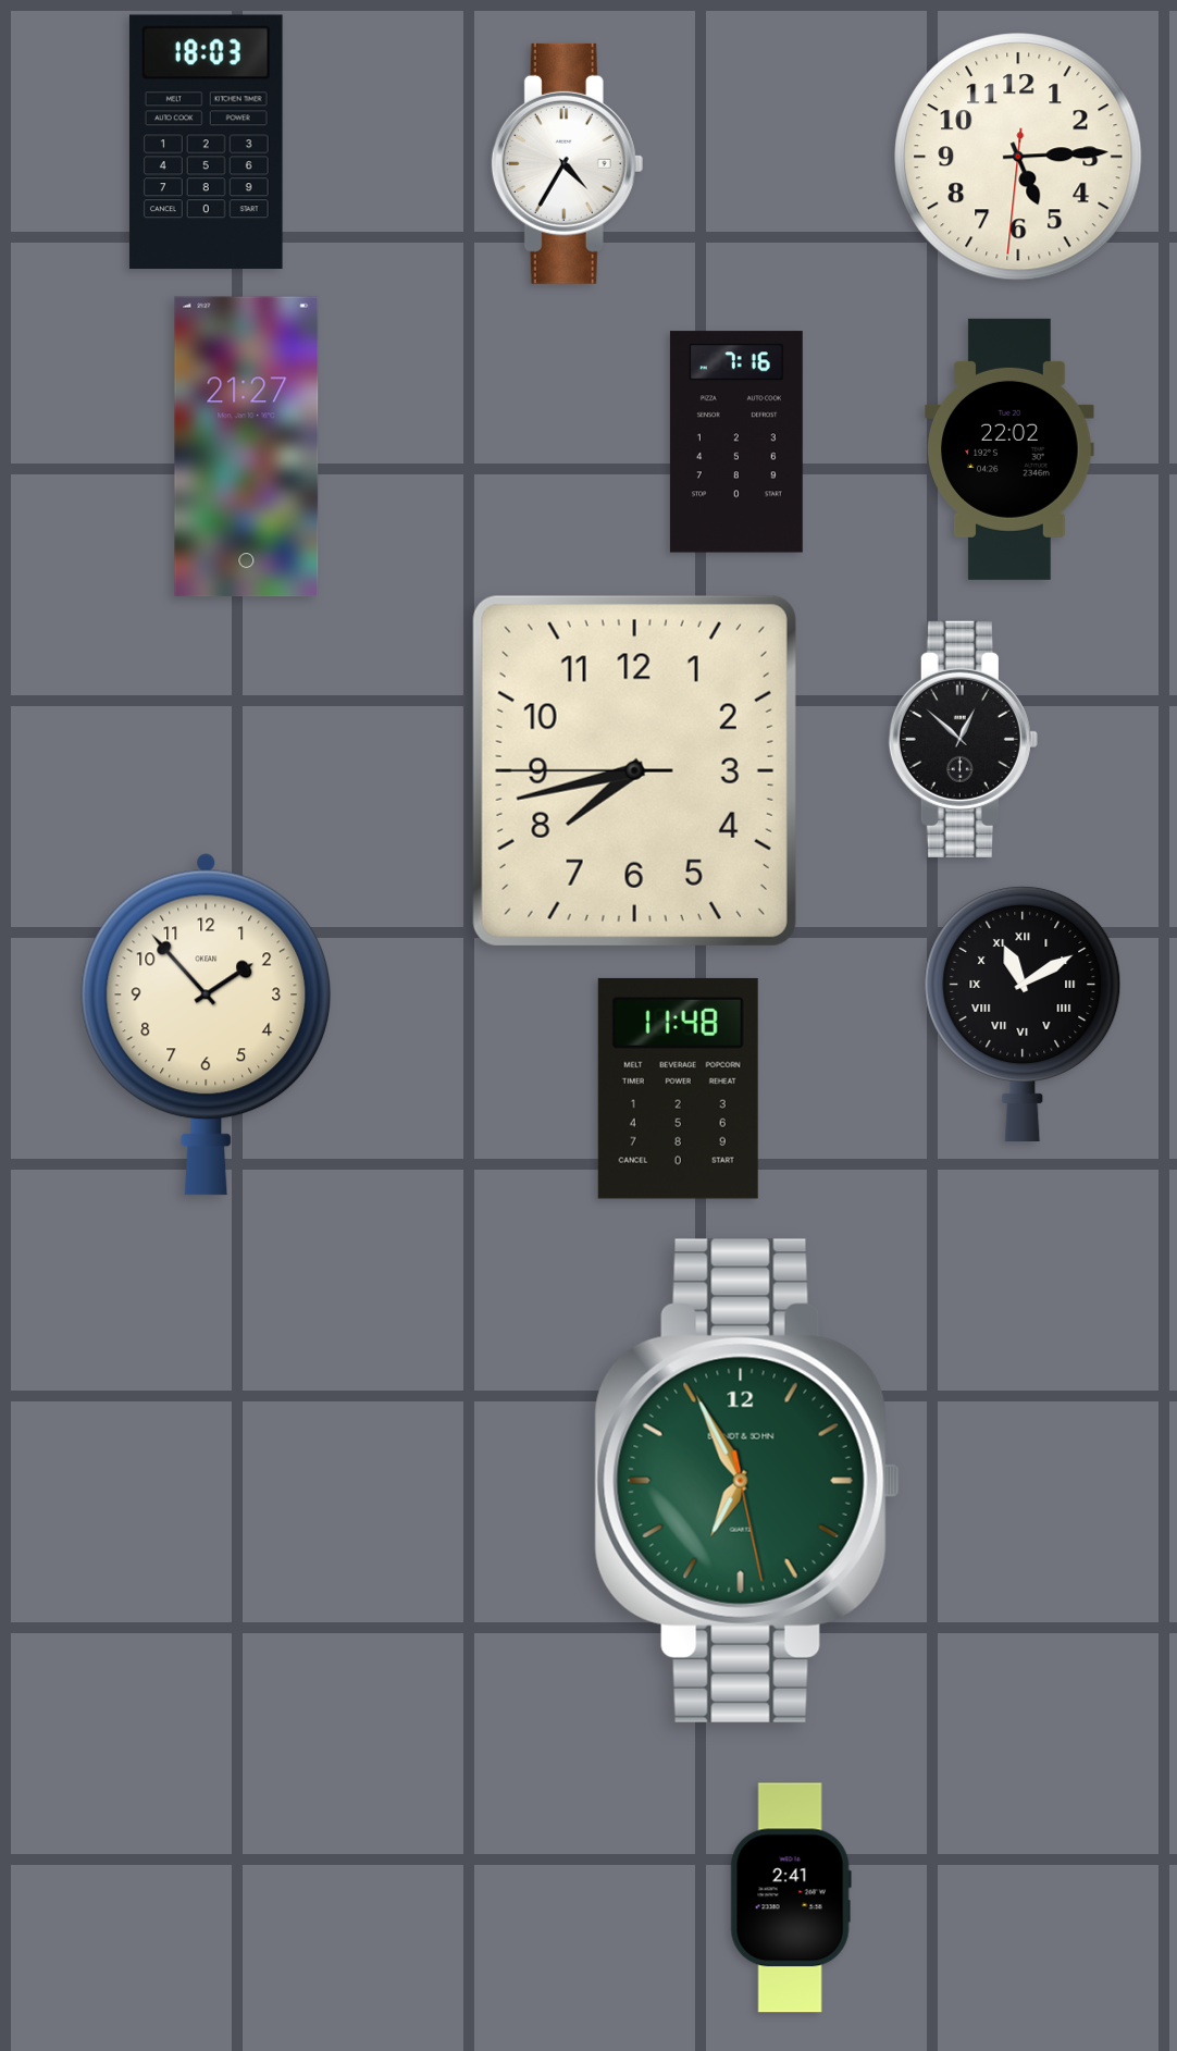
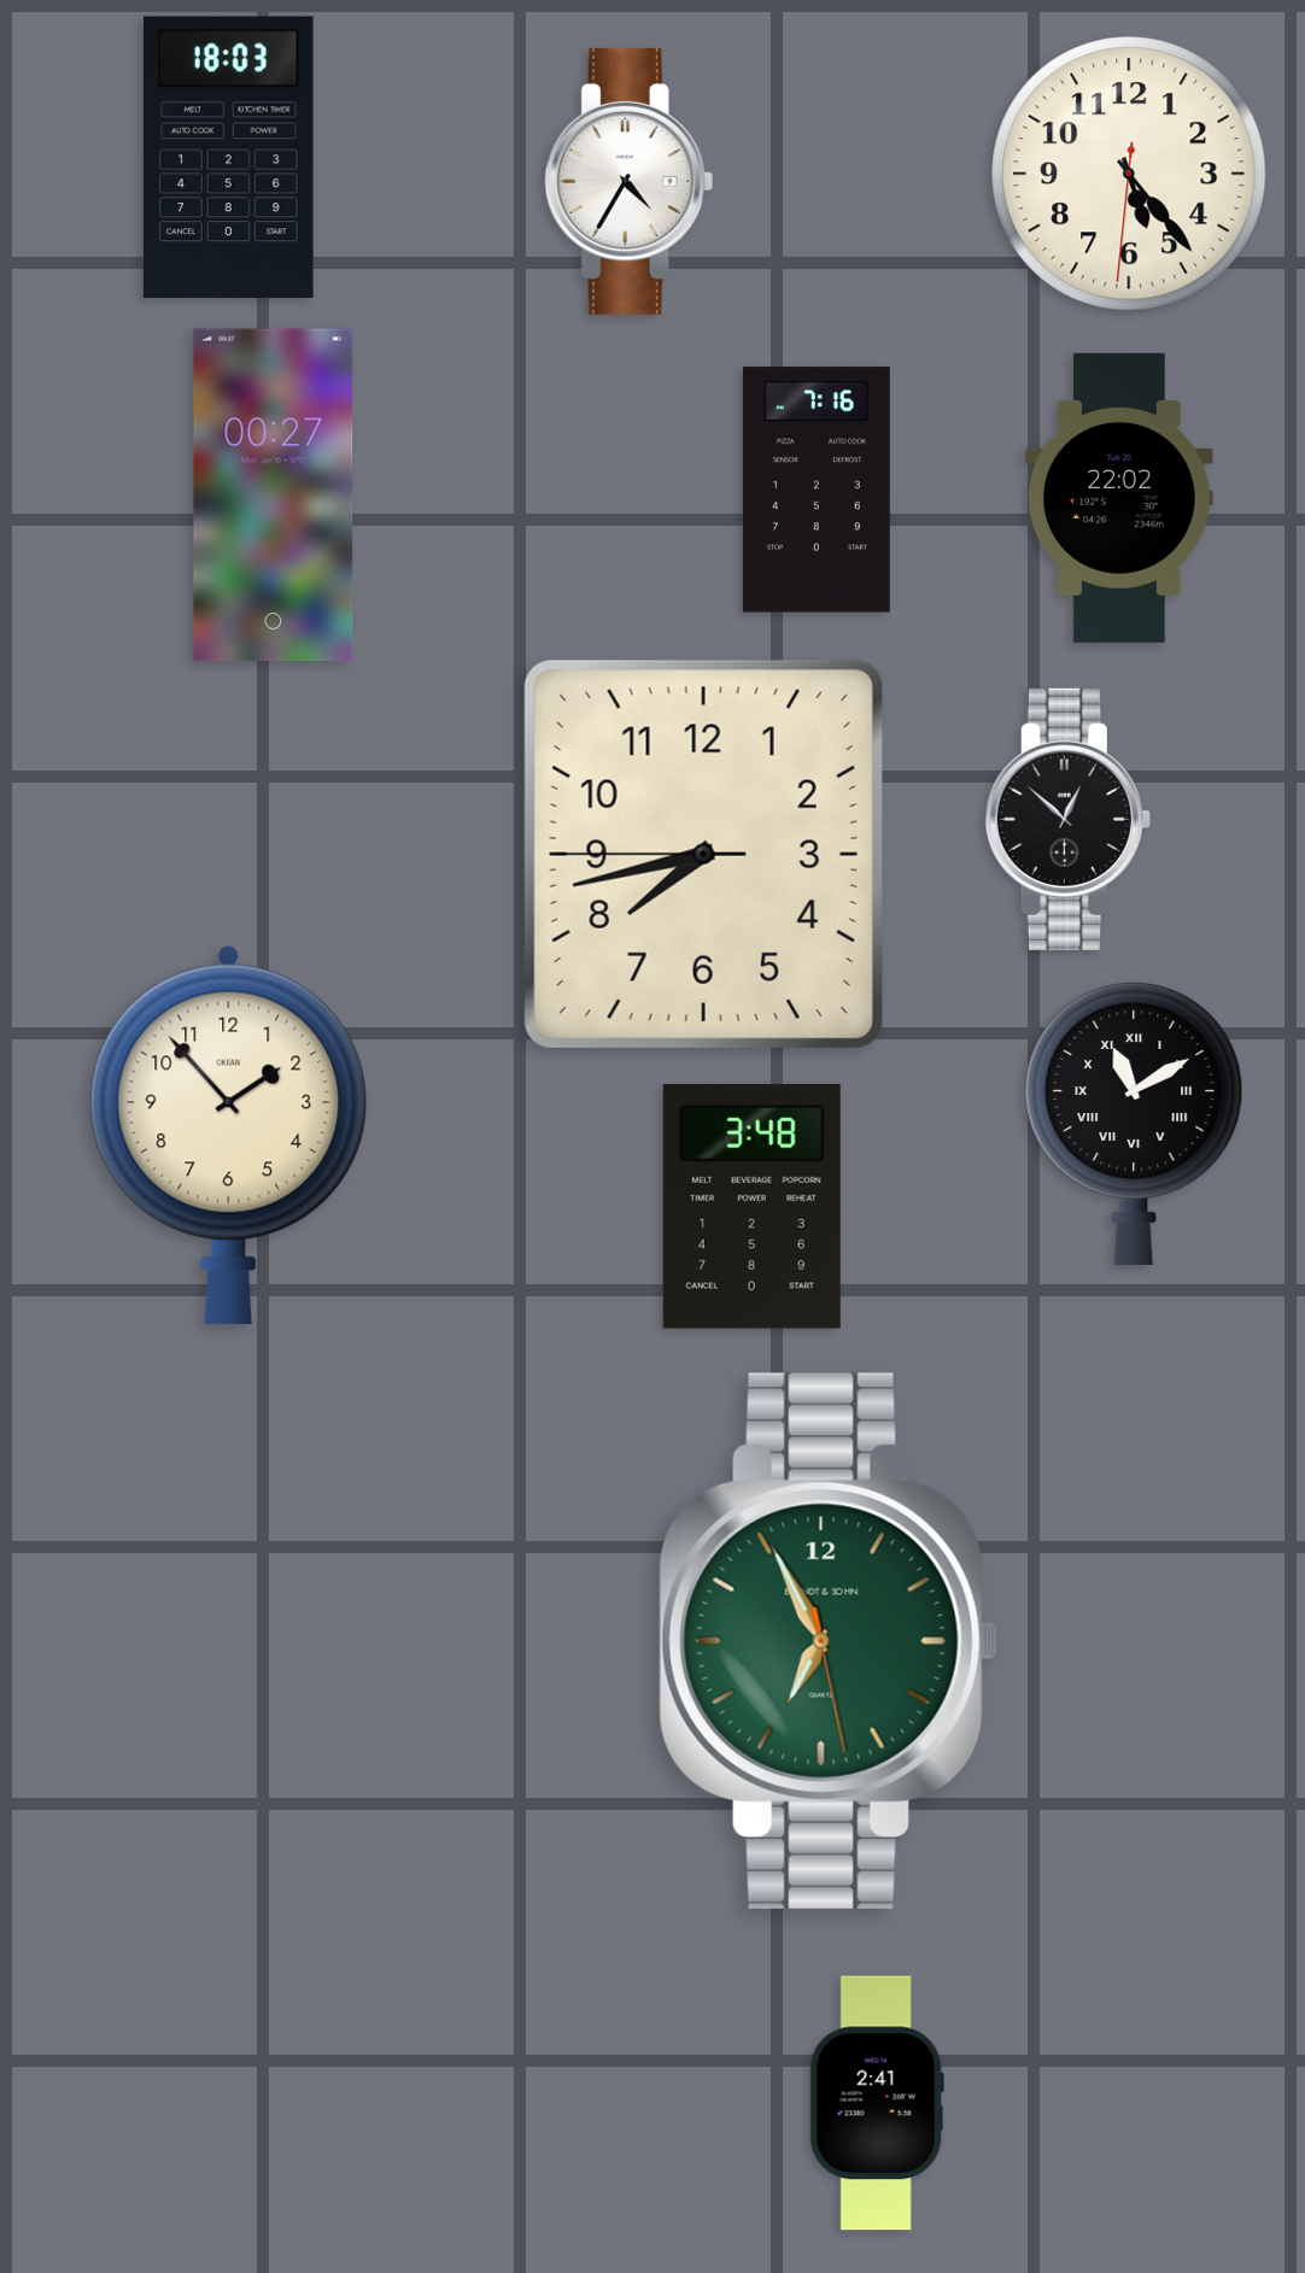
clock at (1018, 157): 5:14 -> 5:23
clock at (247, 447): 21:27 -> 00:27
clock at (678, 1088): 11:48 -> 3:48
